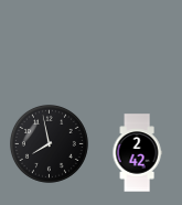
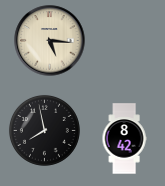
clock at (50, 41): none -> 5:16
clock at (137, 153): 2:42 -> 8:42
